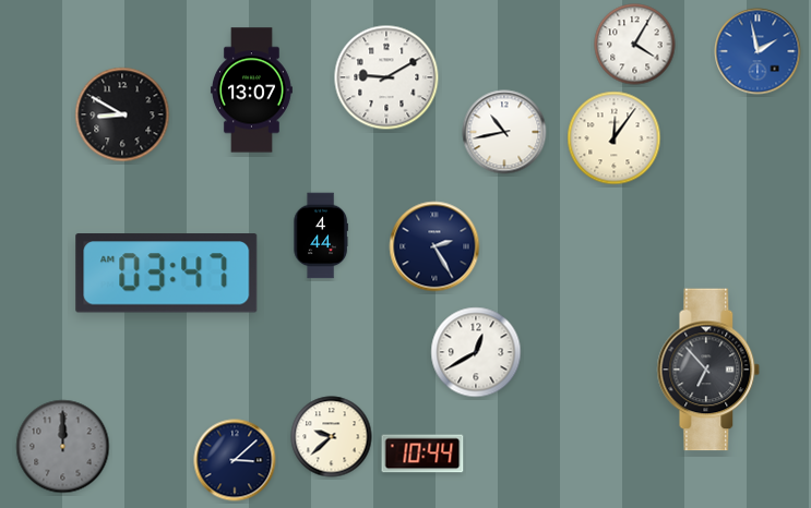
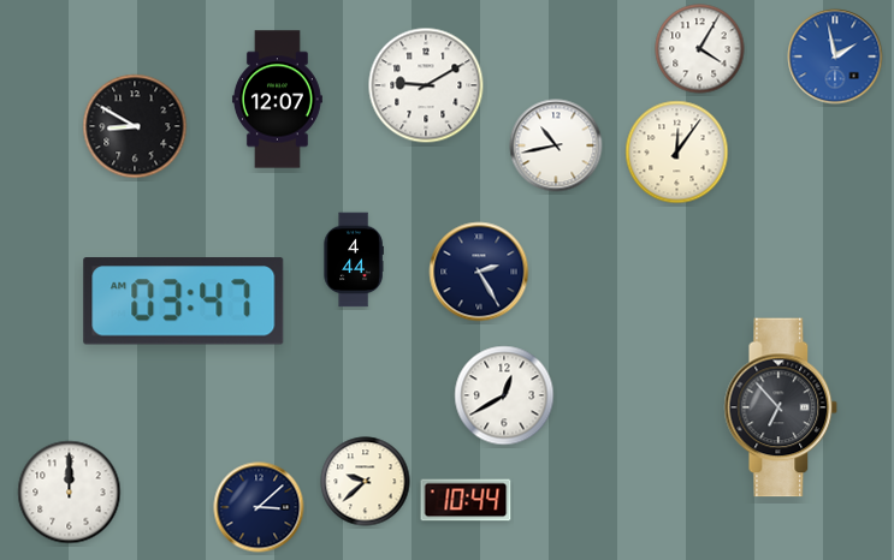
clock at (251, 90): 13:07 -> 12:07
clock at (476, 352) position: (476, 352) -> (504, 395)
clock at (63, 447) dial: grey -> white
